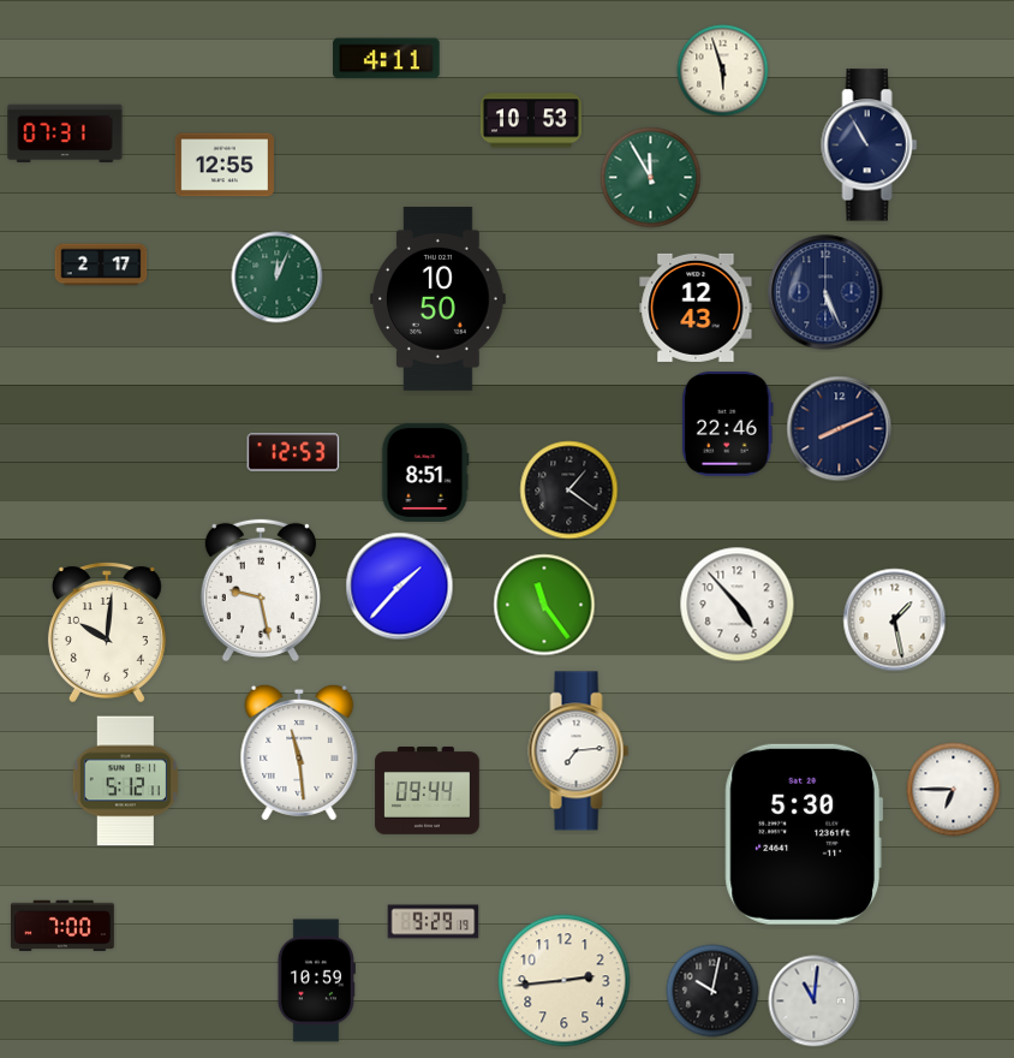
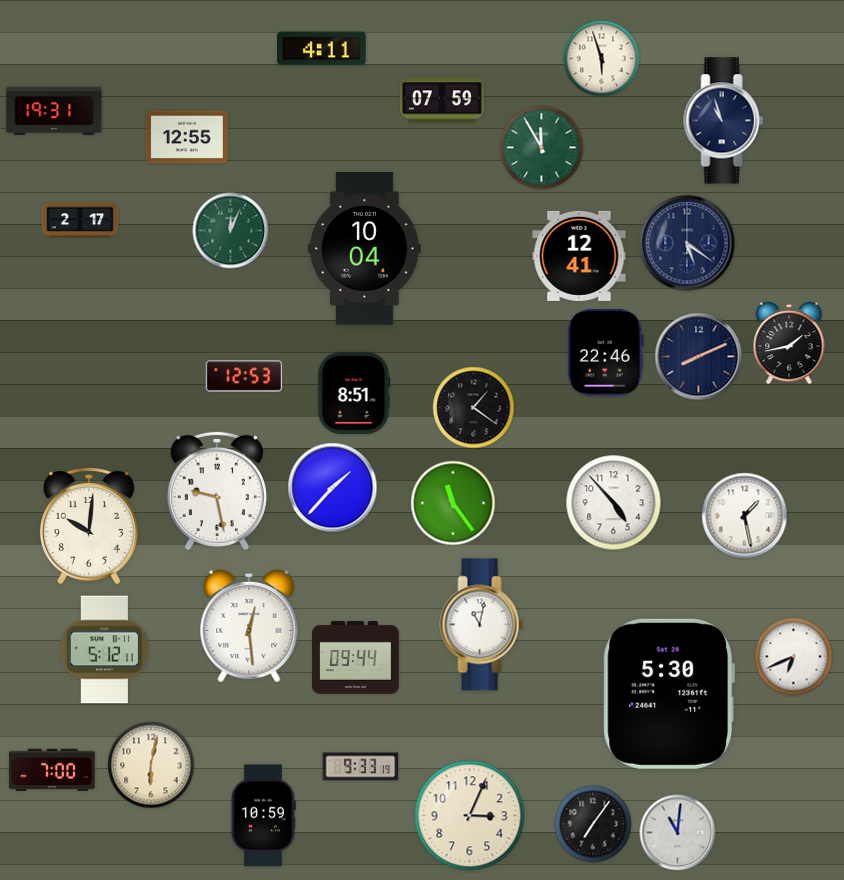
clock at (531, 120): 10:53 -> 07:59
clock at (65, 133): 07:31 -> 19:31
clock at (870, 145): 10:55 -> 10:57
clock at (101, 264) position: (101, 264) -> (80, 220)
clock at (825, 292): 5:26 -> 5:21
clock at (439, 298): 10:50 -> 10:04
clock at (696, 308): 12:43 -> 12:41
clock at (789, 343): none -> 1:43
clock at (579, 751): 7:14 -> 11:02
clock at (299, 753): 11:29 -> 12:29
clock at (954, 790): 6:45 -> 6:41
clock at (151, 765): none -> 6:02
clock at (434, 922): 9:29 -> 9:33
clock at (565, 981): 2:44 -> 3:04
clock at (712, 991): 10:02 -> 7:06
